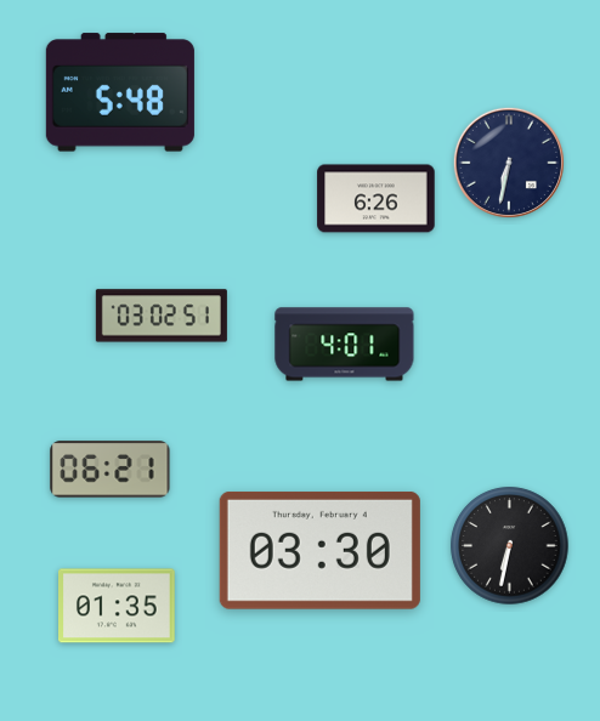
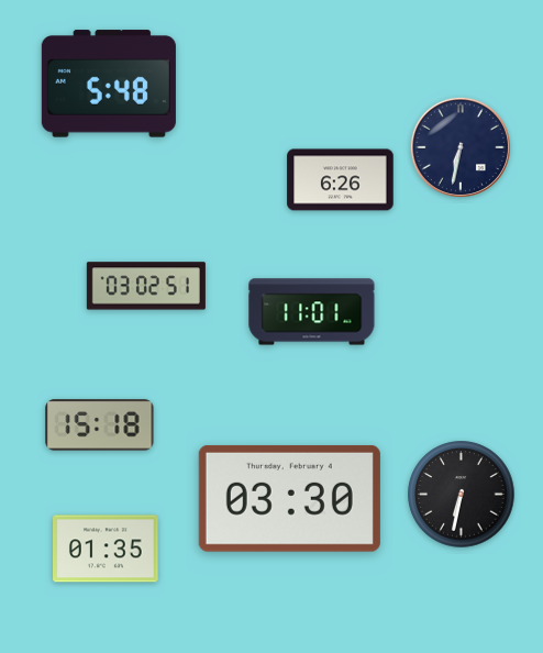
clock at (345, 345): 4:01 -> 11:01
clock at (111, 470): 06:21 -> 15:18
